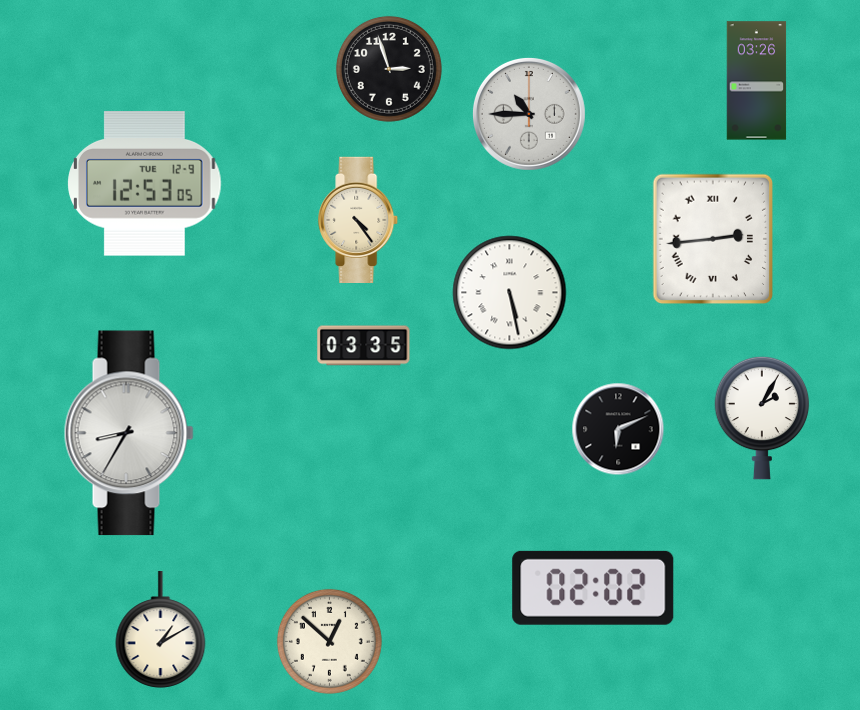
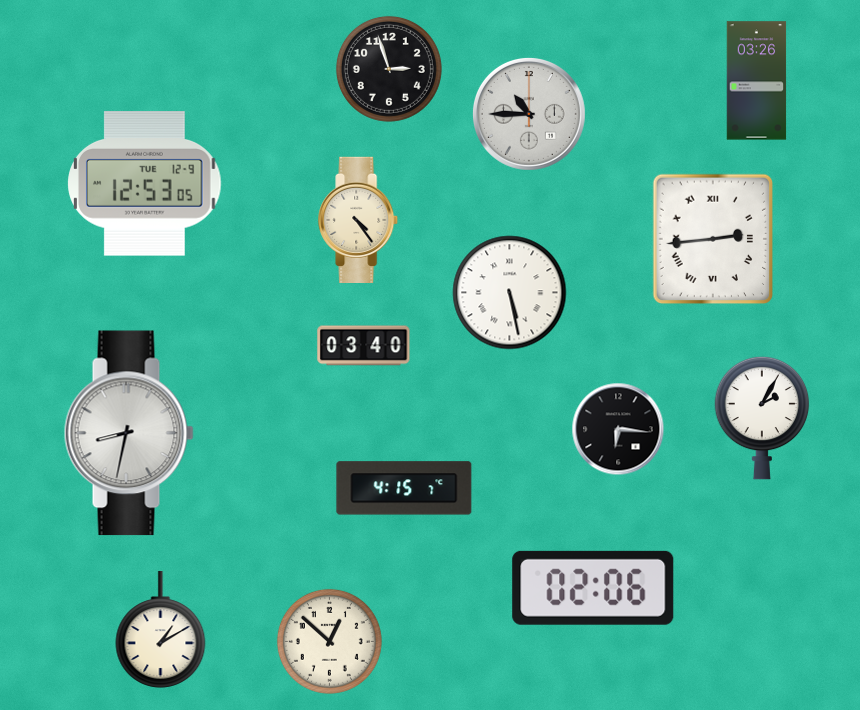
clock at (364, 346): 03:35 -> 03:40
clock at (618, 429): 6:11 -> 6:16
clock at (129, 433): 8:35 -> 8:32
clock at (404, 488): none -> 4:15
clock at (593, 588): 02:02 -> 02:06
